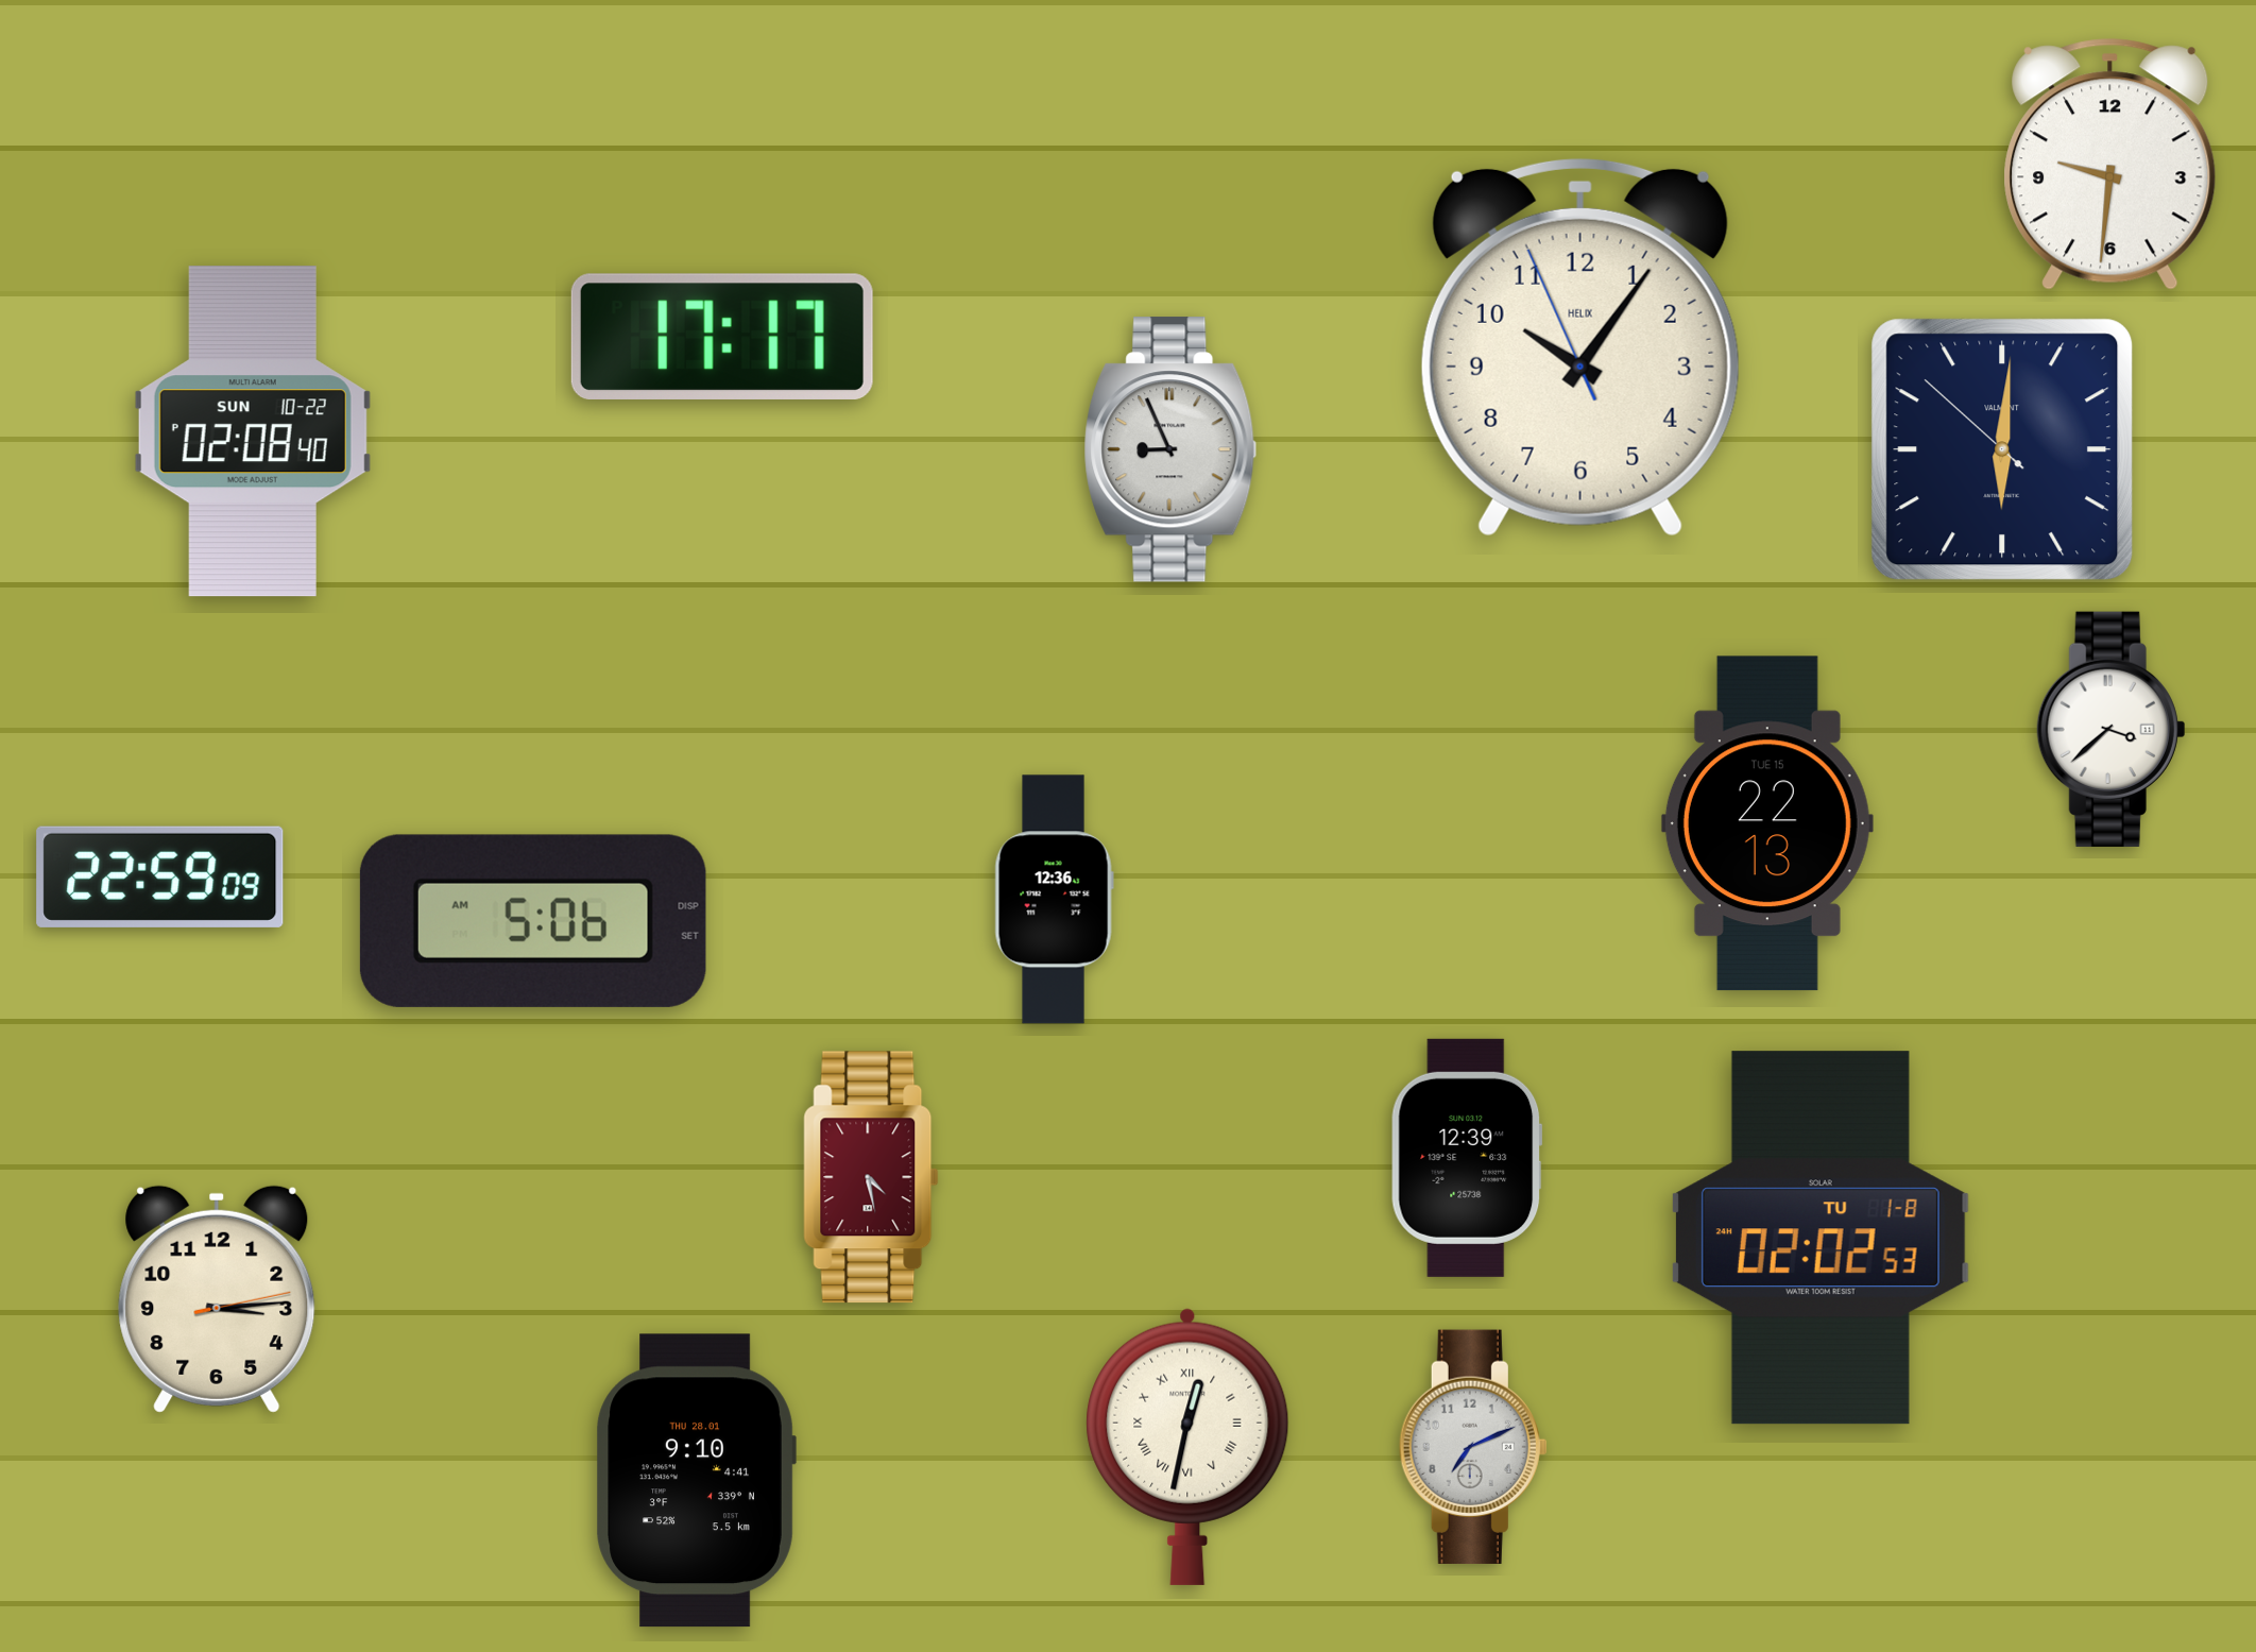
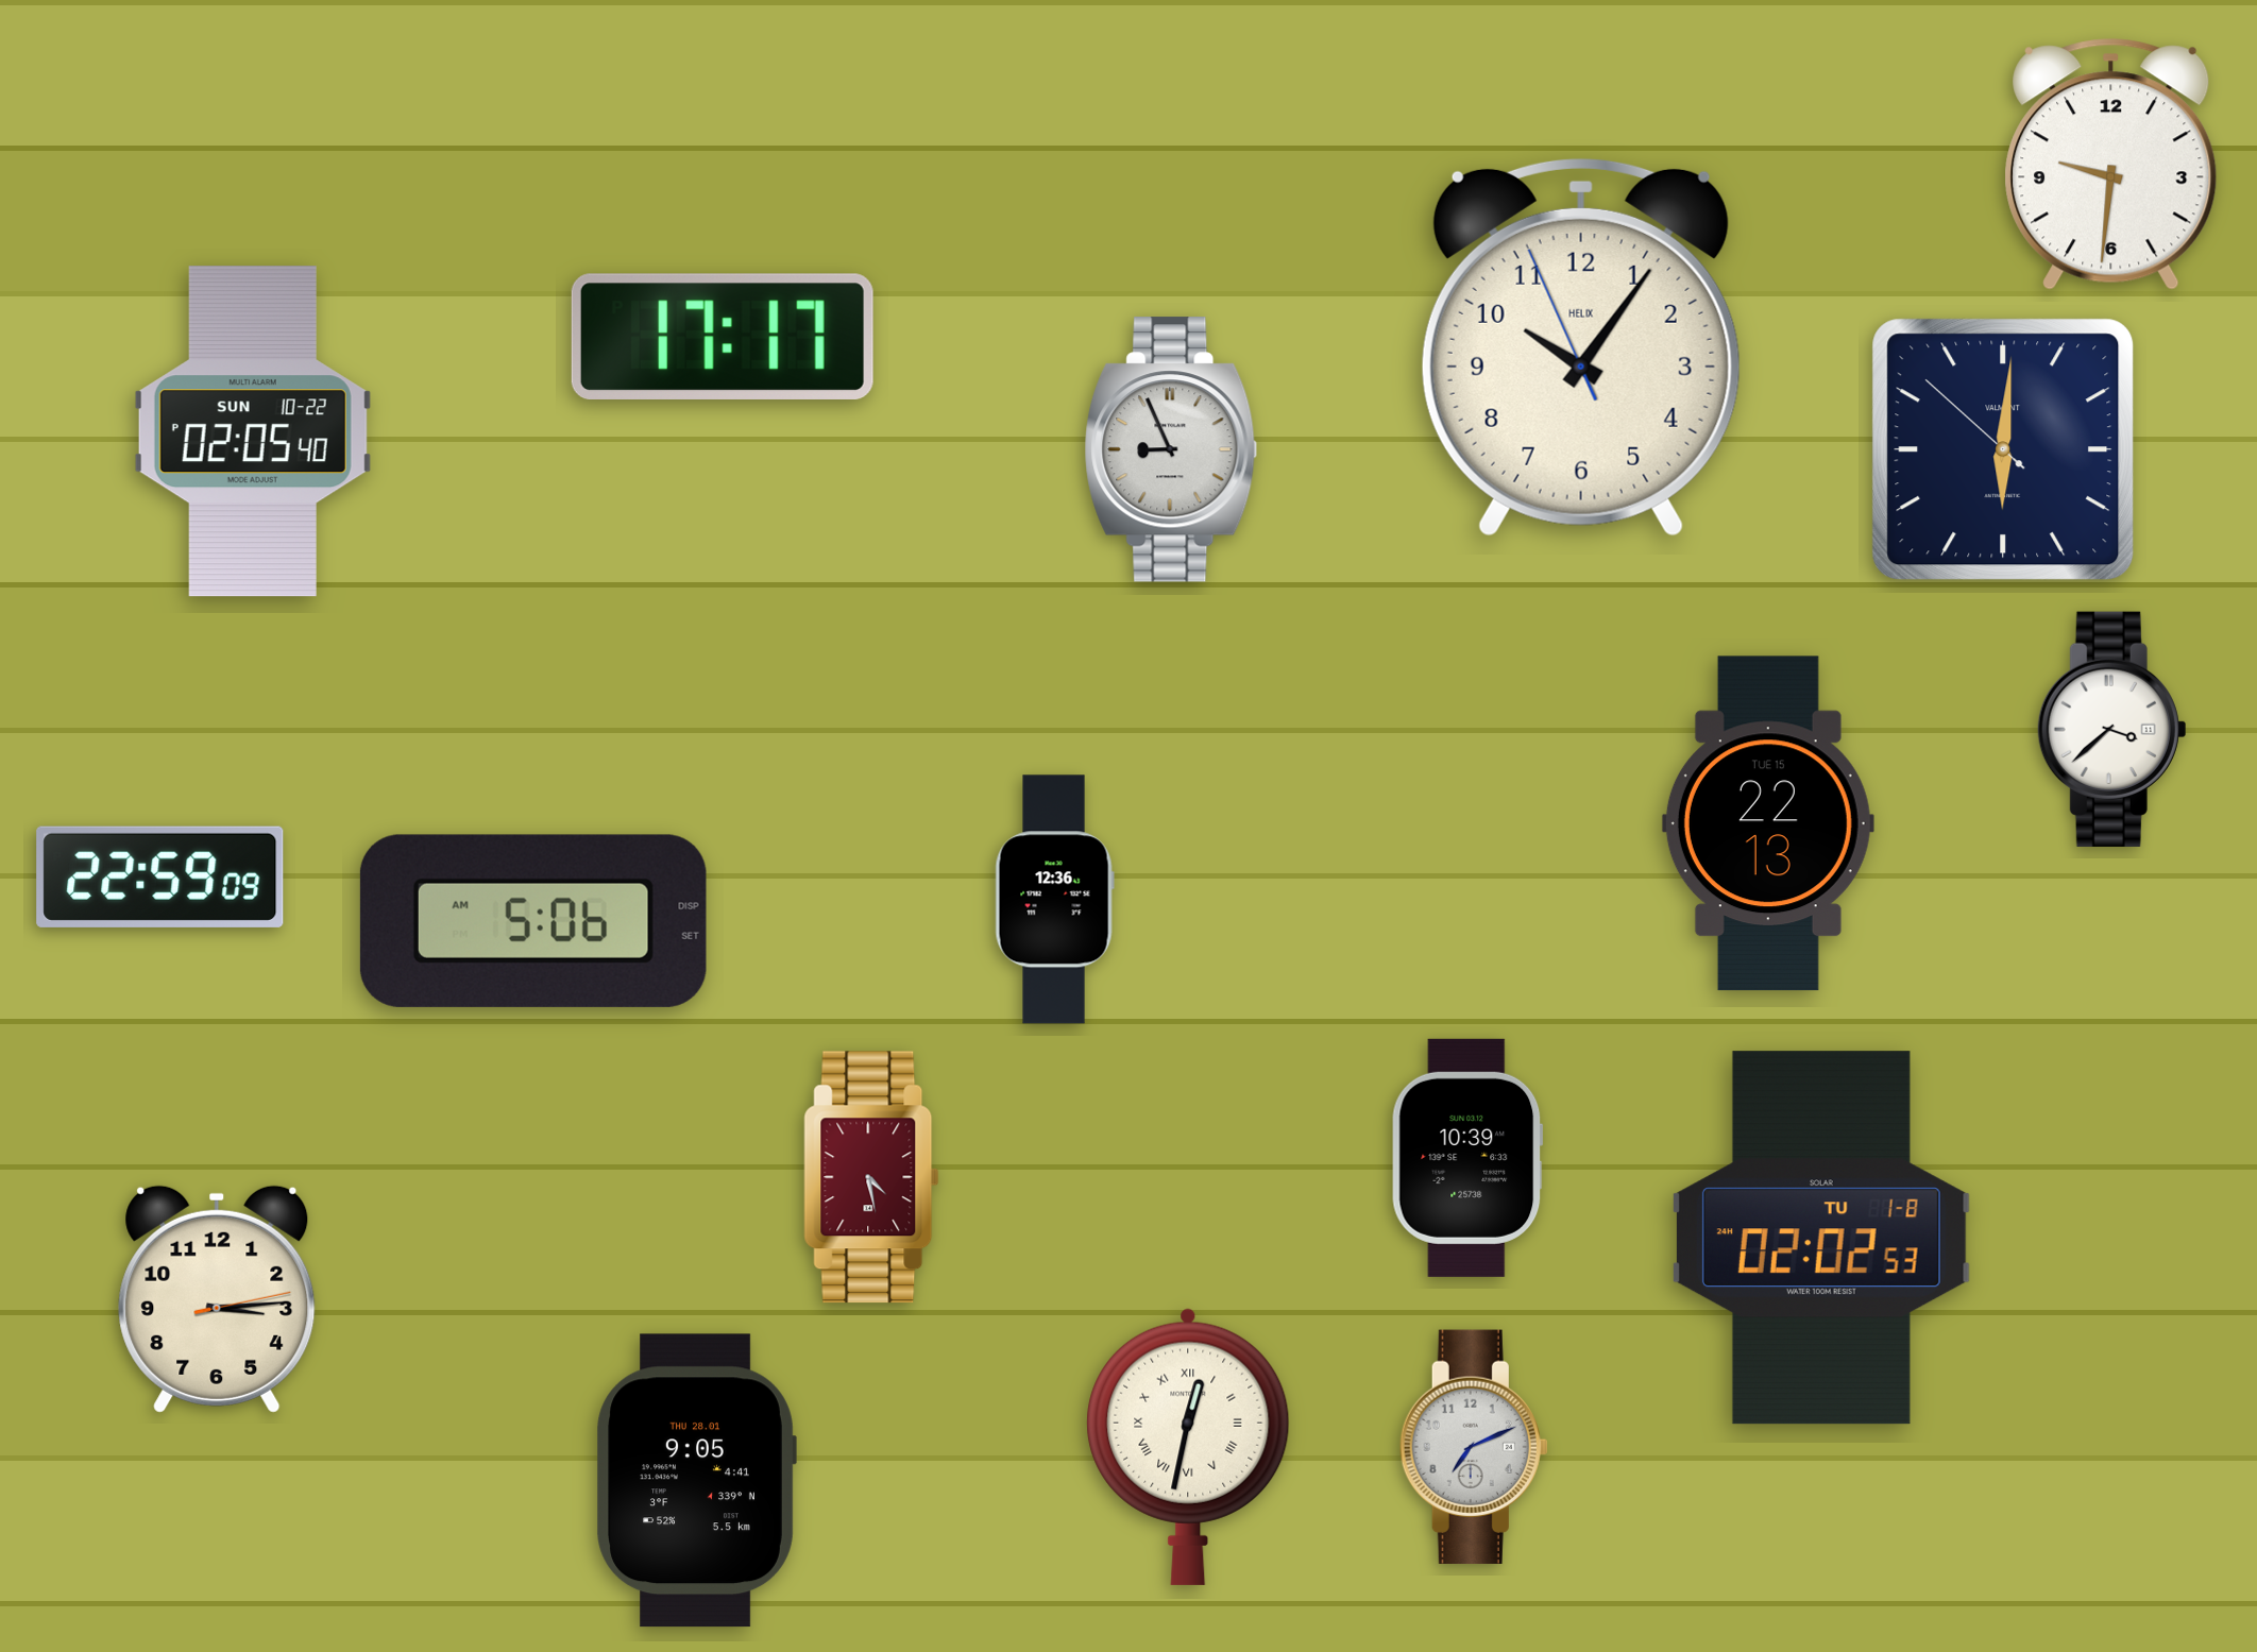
clock at (253, 431): 02:08 -> 02:05
clock at (1467, 1158): 12:39 -> 10:39
clock at (696, 1481): 9:10 -> 9:05
